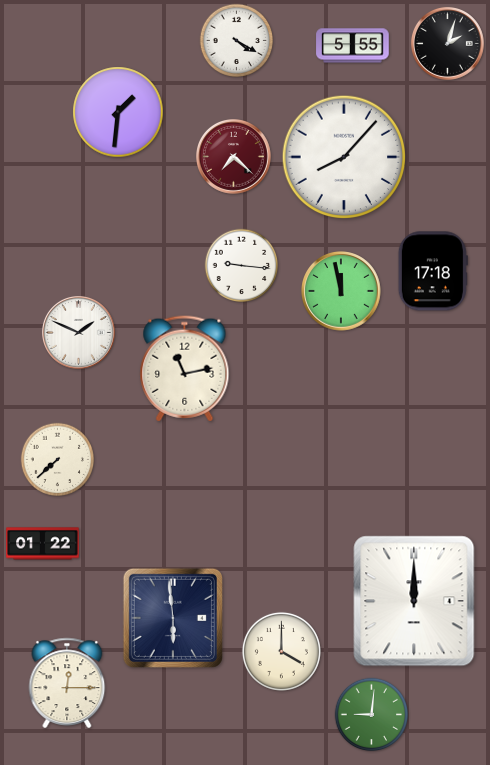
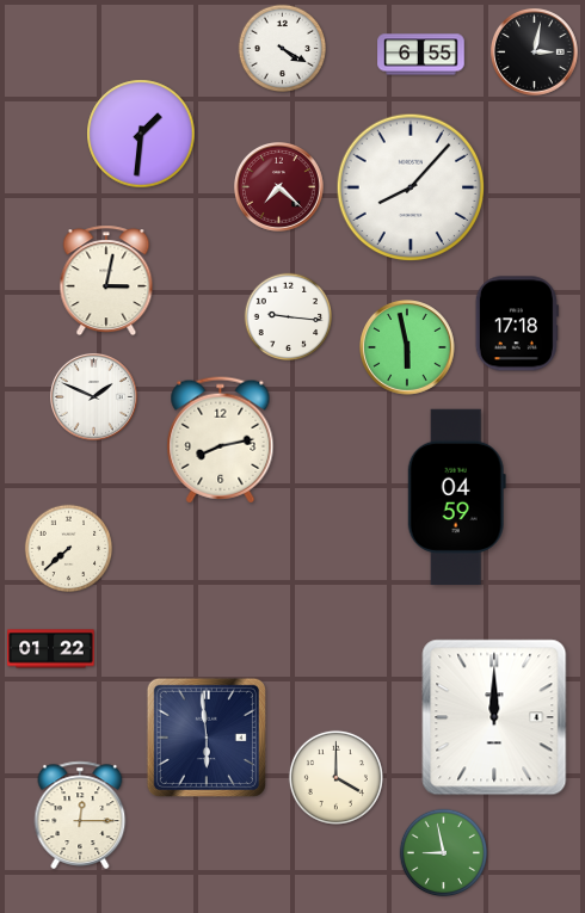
clock at (447, 43): 2:03 -> 3:02
clock at (353, 46): 5:55 -> 6:55
clock at (106, 280): none -> 3:02
clock at (341, 291): 11:58 -> 5:58
clock at (185, 369): 11:13 -> 8:13
clock at (456, 496): none -> 04:59
clock at (372, 715): 9:01 -> 8:58
